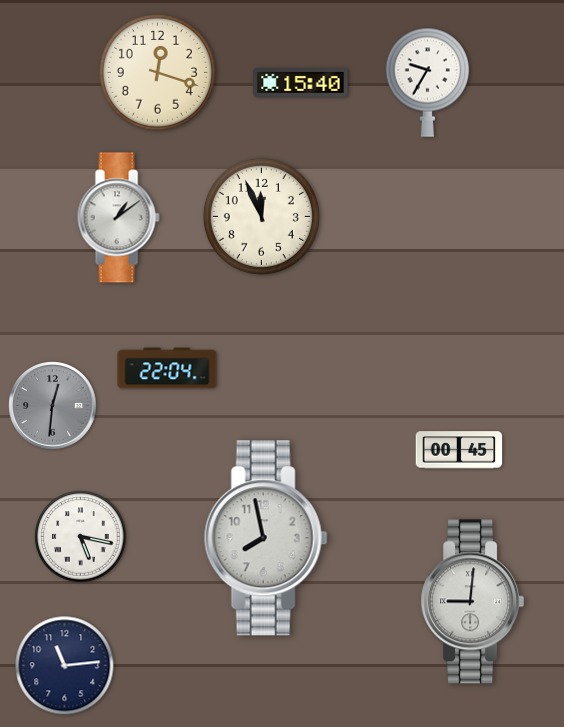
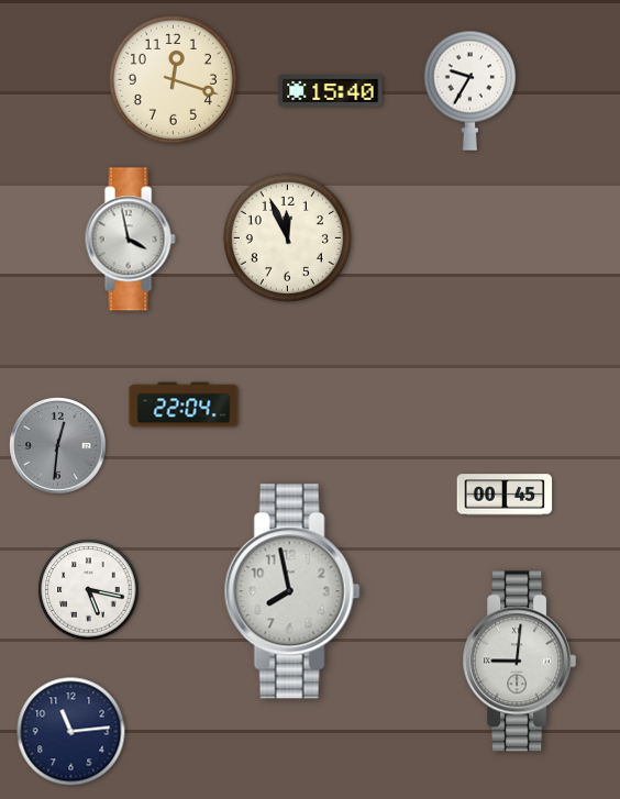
clock at (118, 218): 1:09 -> 3:58
